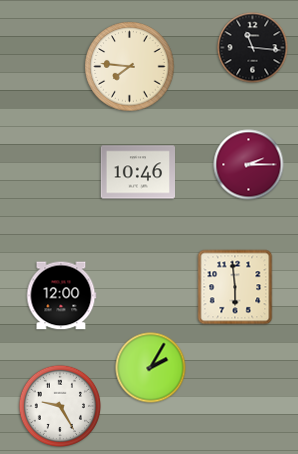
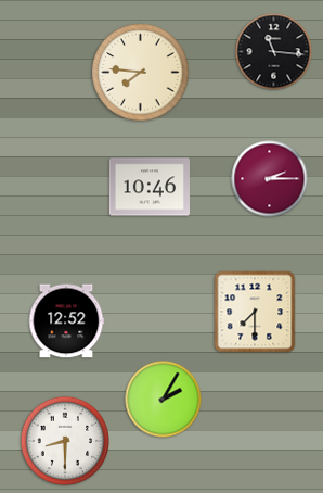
clock at (235, 287): 5:59 -> 7:30
clock at (61, 296): 12:00 -> 12:52
clock at (60, 406): 9:25 -> 8:30
